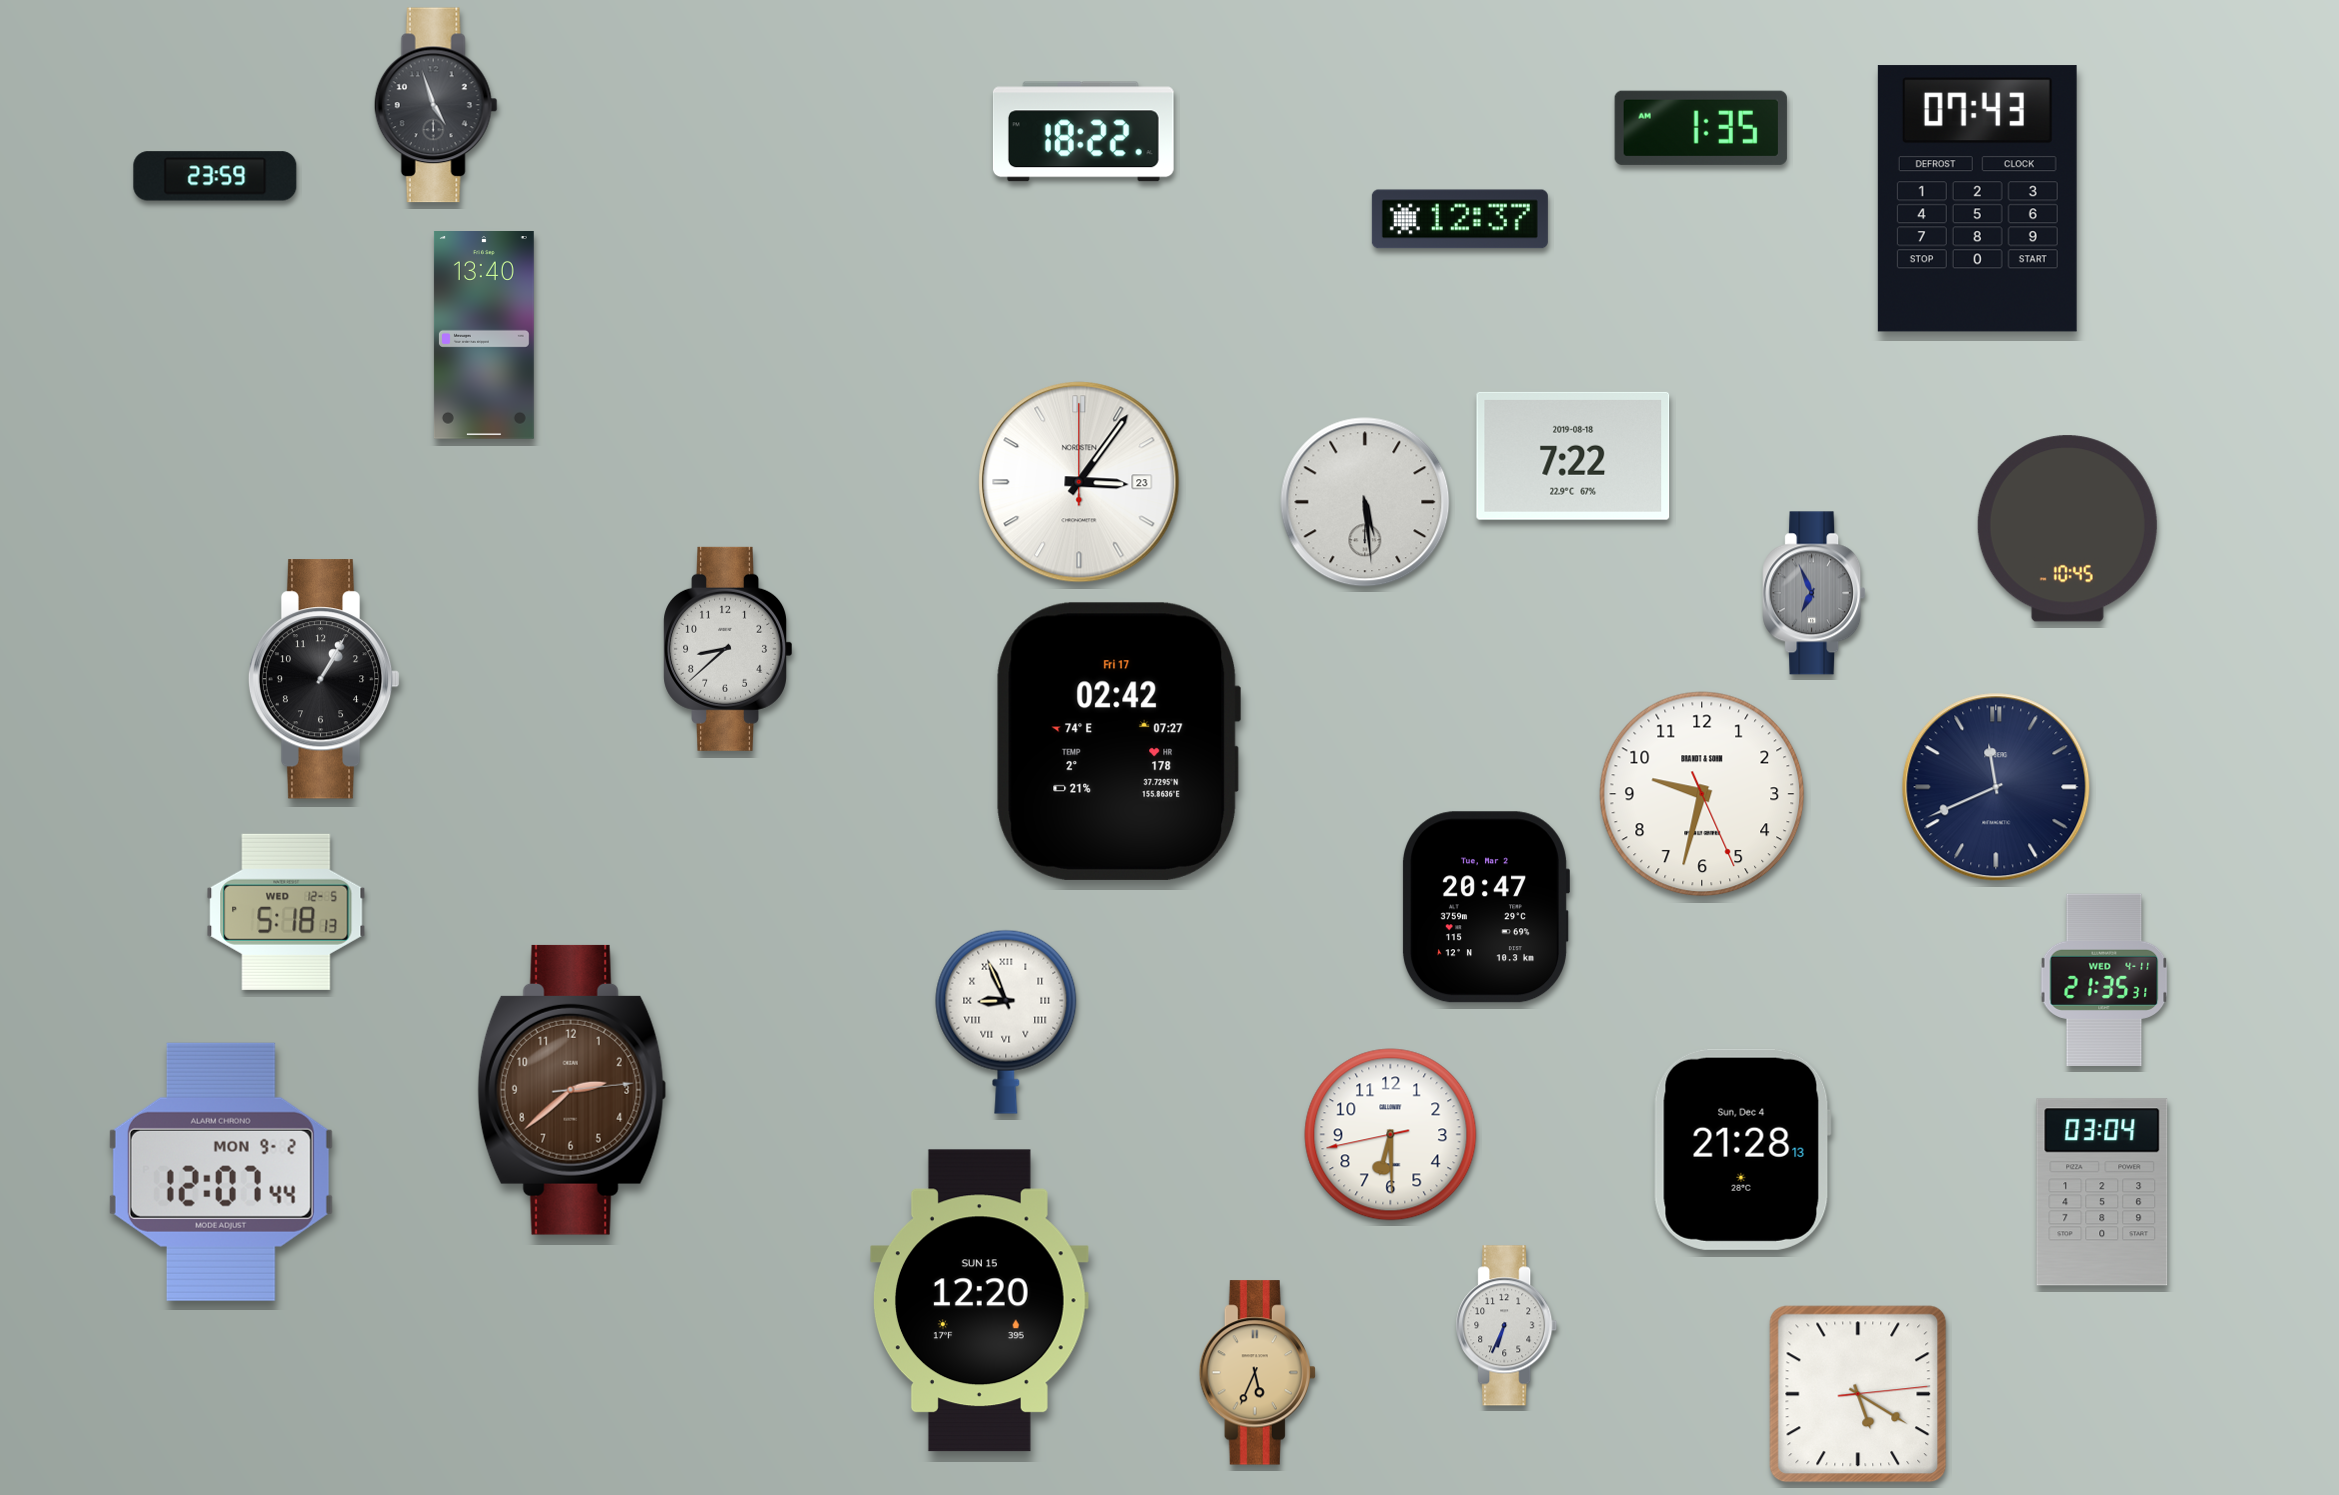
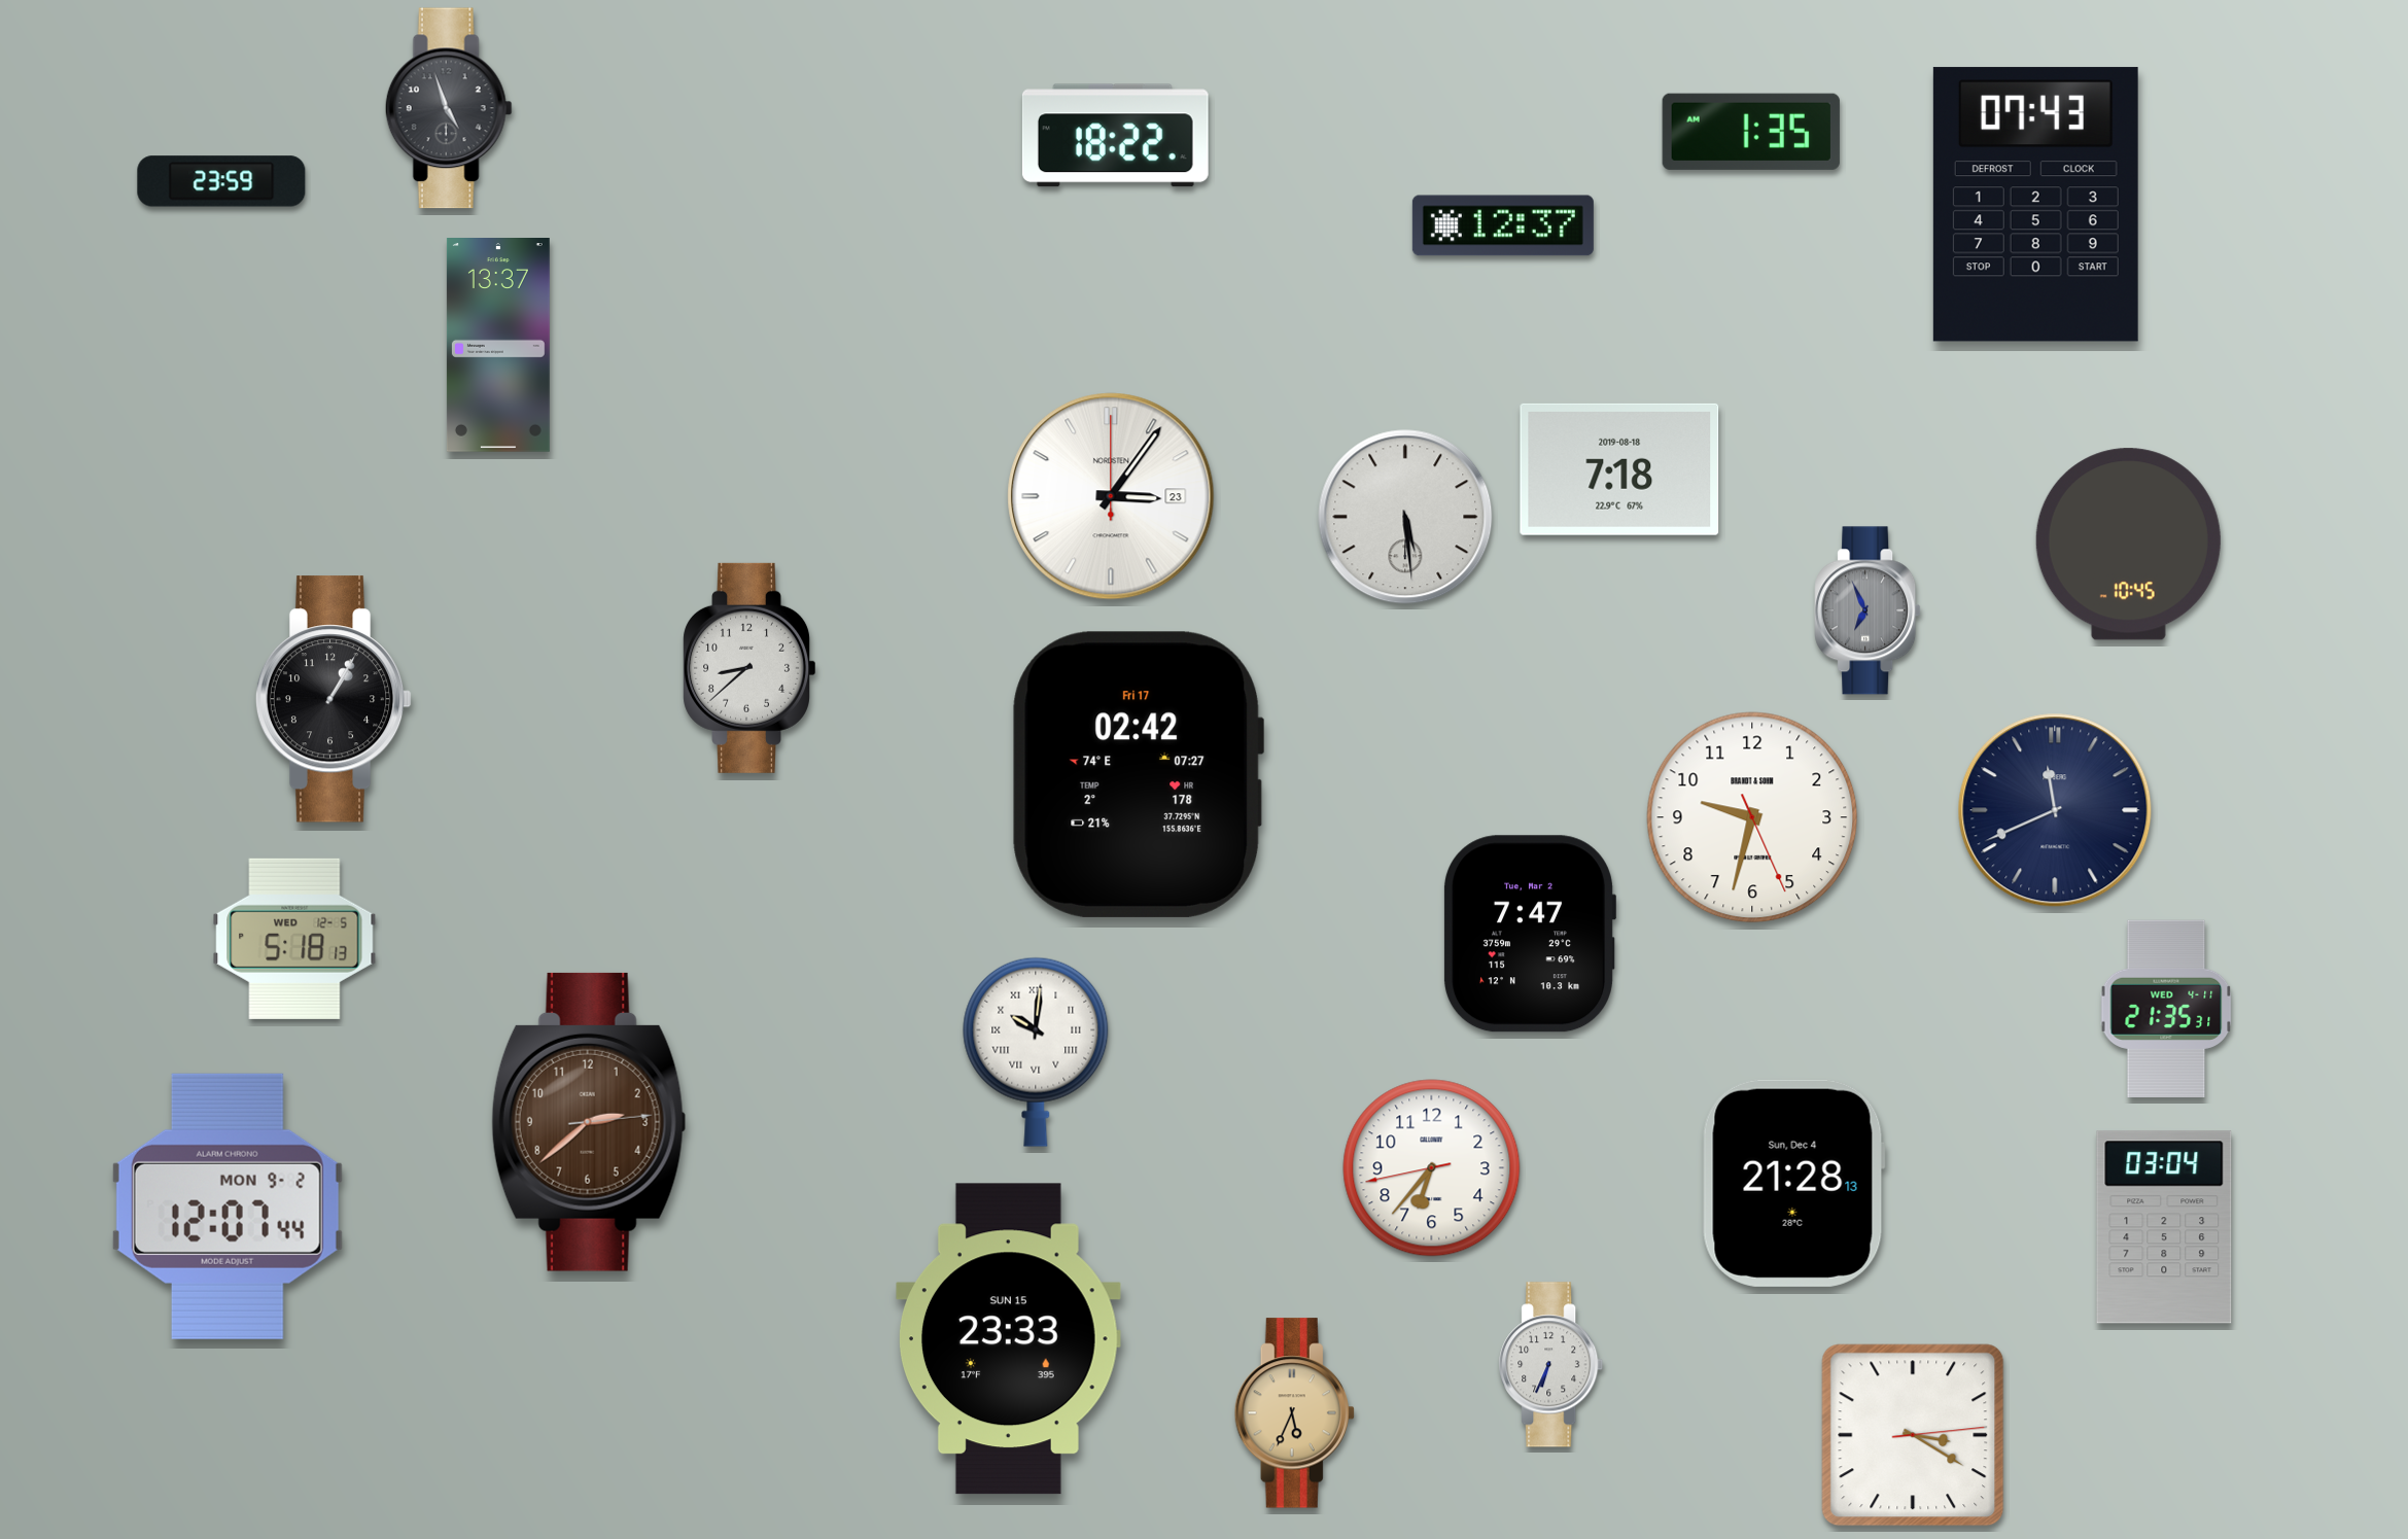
clock at (484, 336): 13:40 -> 13:37
clock at (1573, 456): 7:22 -> 7:18
clock at (1117, 741) position: (1117, 741) -> (1137, 774)
clock at (1485, 907): 20:47 -> 7:47
clock at (1006, 1022): 8:56 -> 10:01
clock at (1391, 1135): 6:29 -> 6:36
clock at (979, 1301): 12:20 -> 23:33
clock at (1858, 1394): 5:20 -> 3:20
